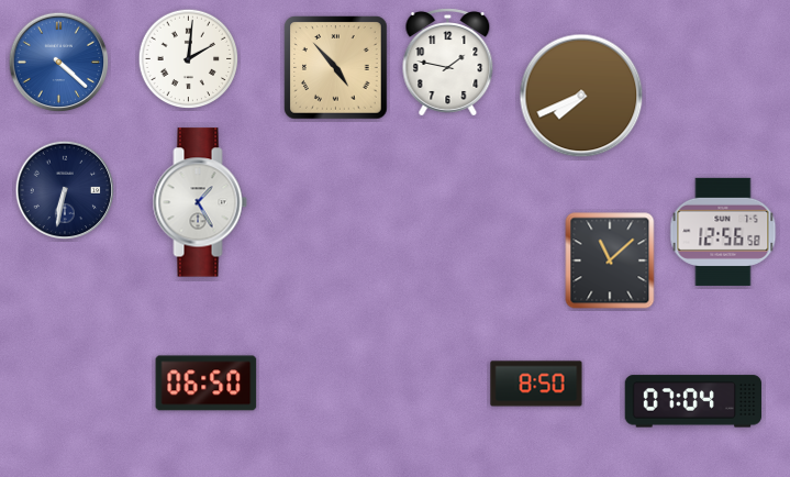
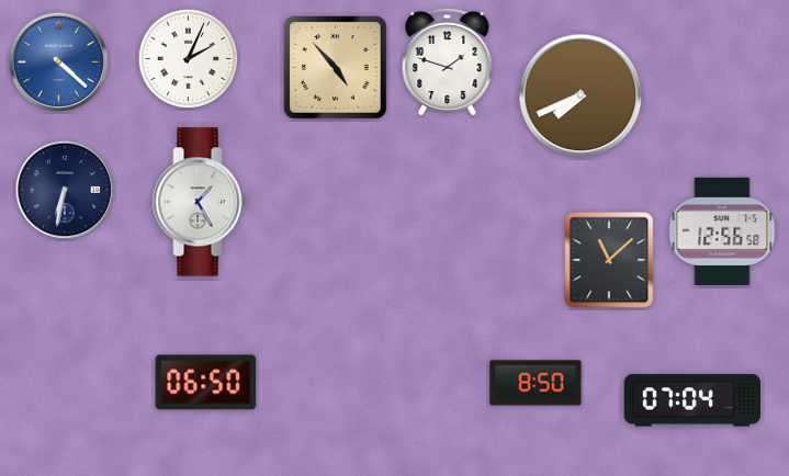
clock at (189, 59): 2:01 -> 2:04
clock at (448, 63): 1:47 -> 1:48
